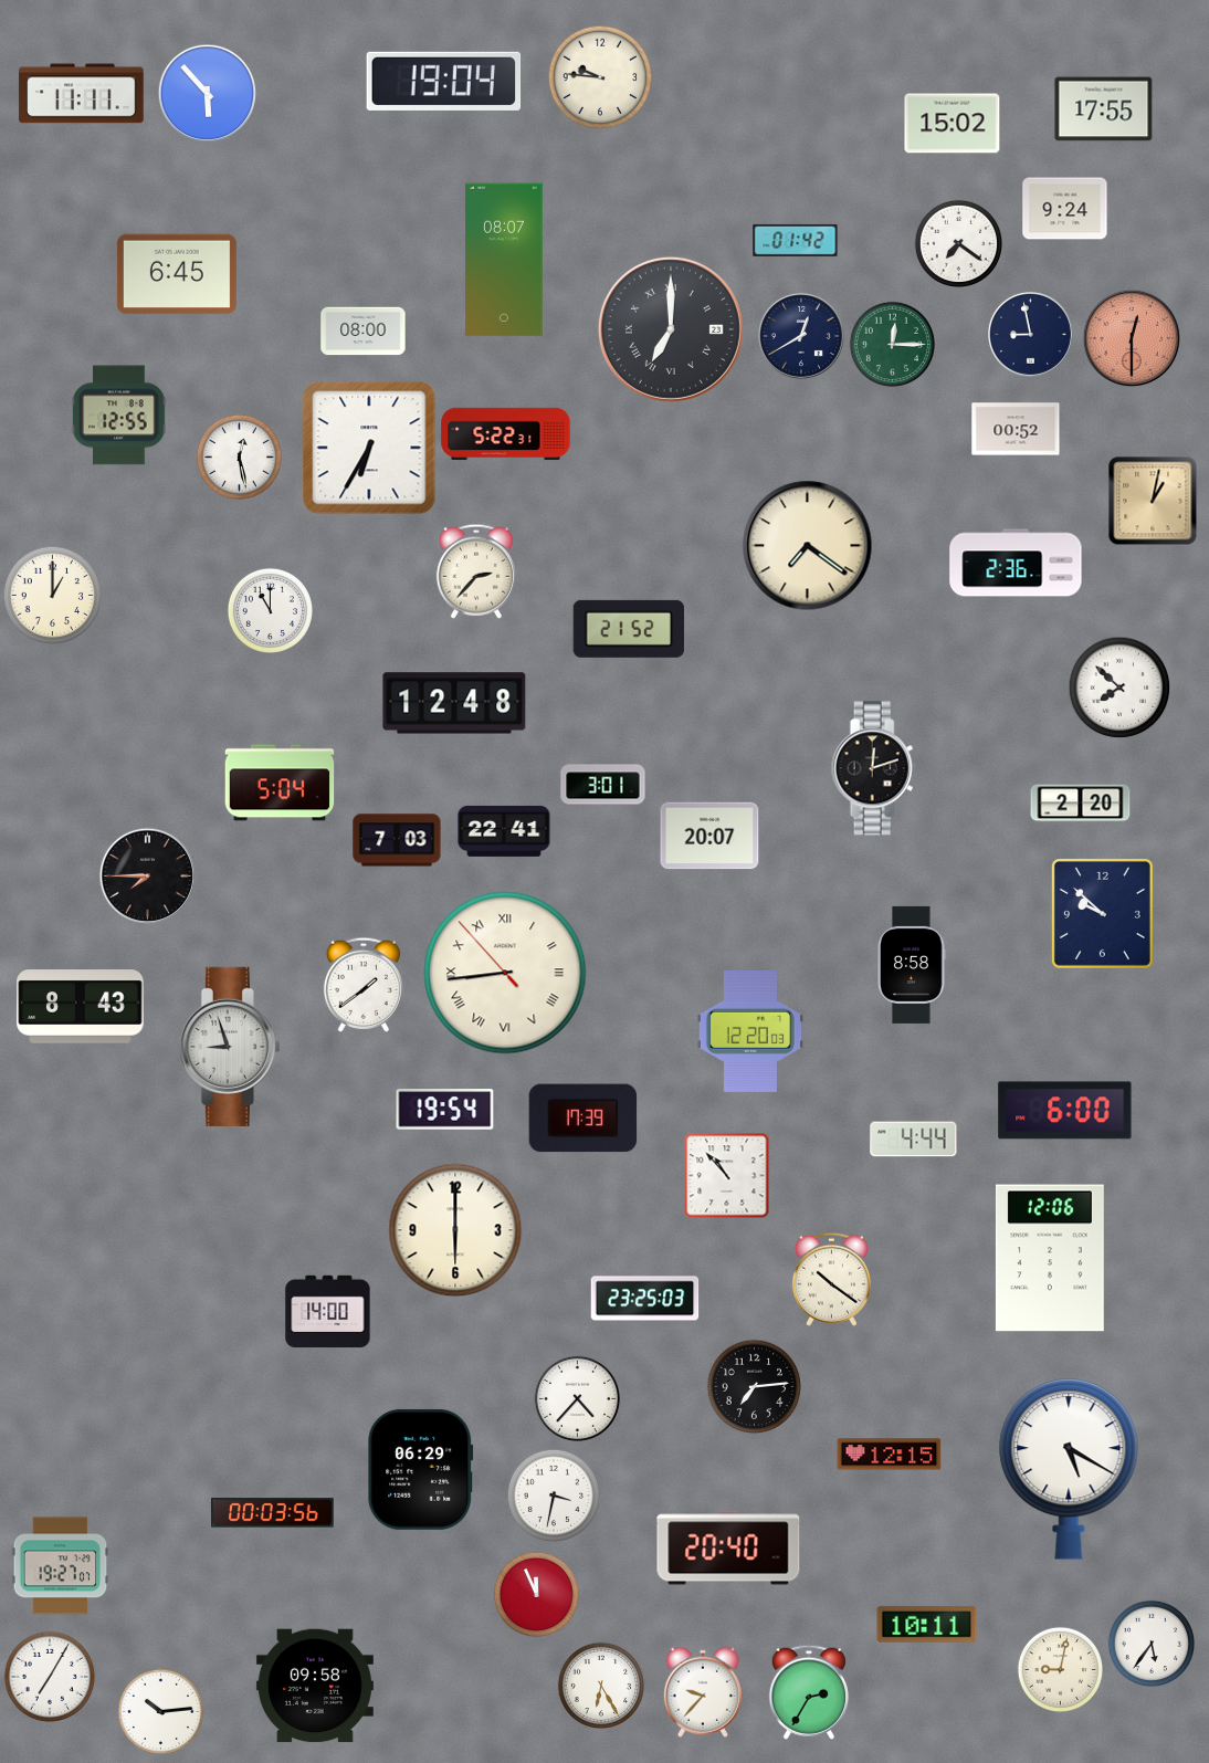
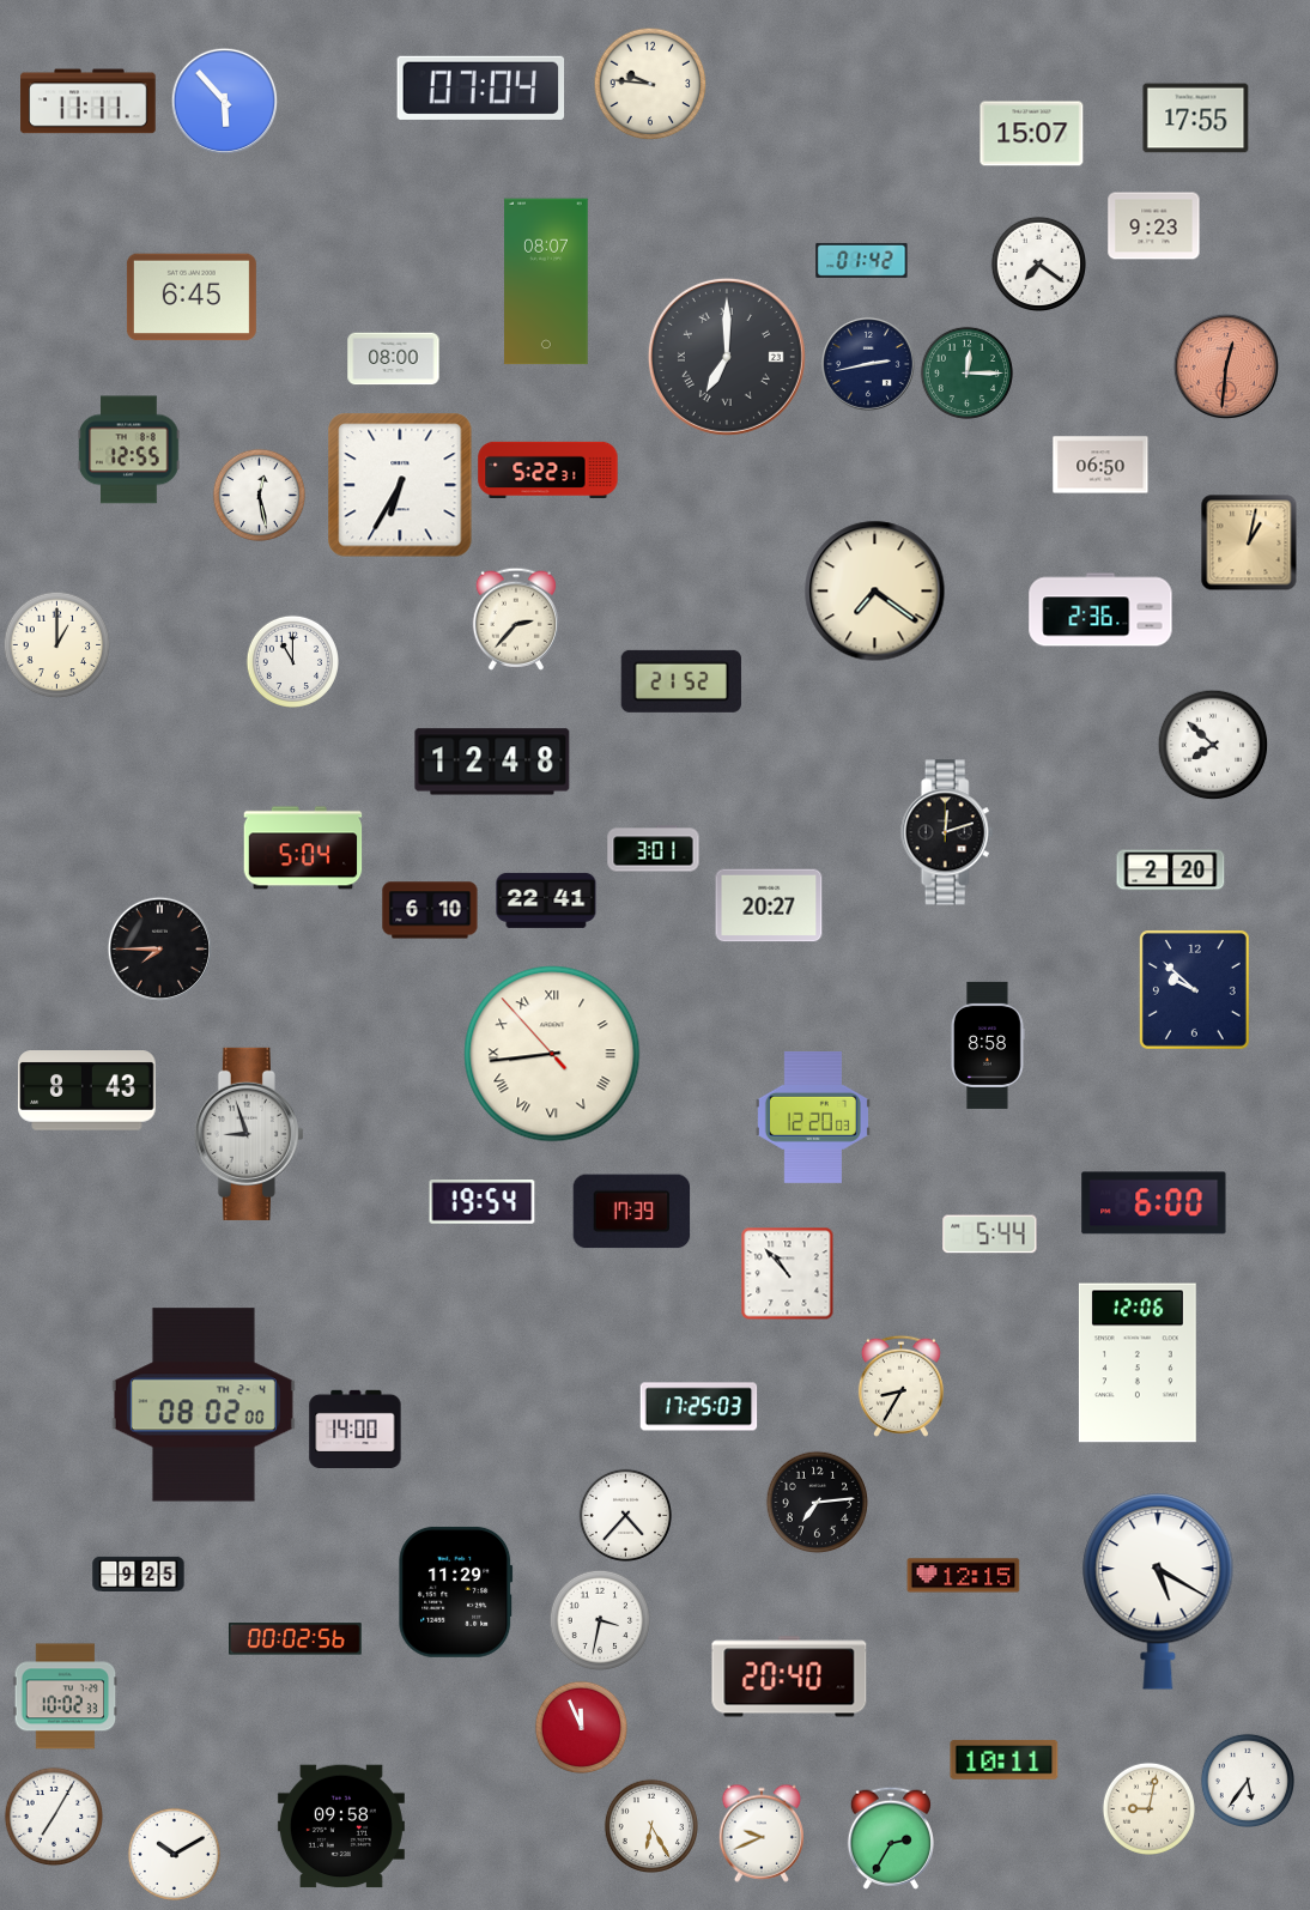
clock at (444, 81): 19:04 -> 07:04
clock at (953, 124): 15:02 -> 15:07
clock at (1065, 209): 9:24 -> 9:23
clock at (1031, 335): 8:58 -> none
clock at (801, 336): 12:40 -> 2:43
clock at (1132, 338): 12:30 -> 12:31
clock at (1016, 429): 00:52 -> 06:50
clock at (709, 836): 20:07 -> 20:27
clock at (397, 840): 7:03 -> 6:10
clock at (505, 973) position: (505, 973) -> (552, 1054)
clock at (364, 985): 1:39 -> none
clock at (914, 1140): 4:44 -> 5:44
clock at (455, 1230): 6:00 -> none
clock at (831, 1279): 10:21 -> 8:35
clock at (204, 1405): none -> 08:02
clock at (645, 1299): 23:25 -> 17:25
clock at (328, 1312) position: (328, 1312) -> (356, 1430)
clock at (139, 1574): none -> 9:25
clock at (421, 1469): 06:29 -> 11:29
clock at (273, 1513): 00:03 -> 00:02
clock at (61, 1566): 19:27 -> 10:02
clock at (702, 1692): 9:37 -> 9:41
clock at (809, 1692) position: (809, 1692) -> (891, 1838)
clock at (160, 1711): 10:14 -> 10:10
